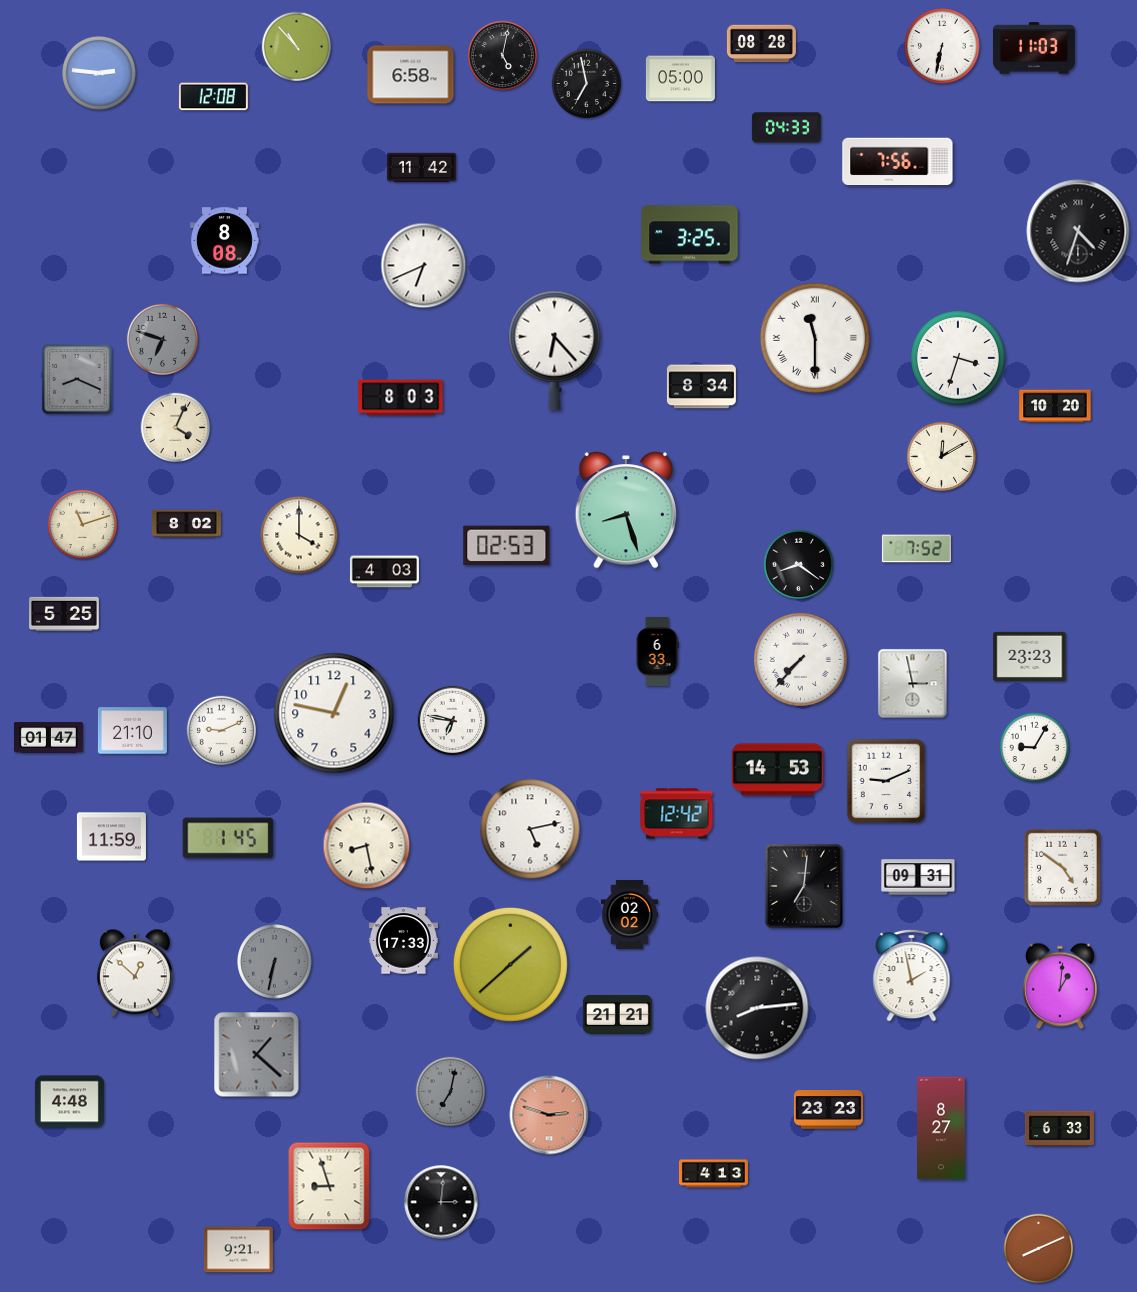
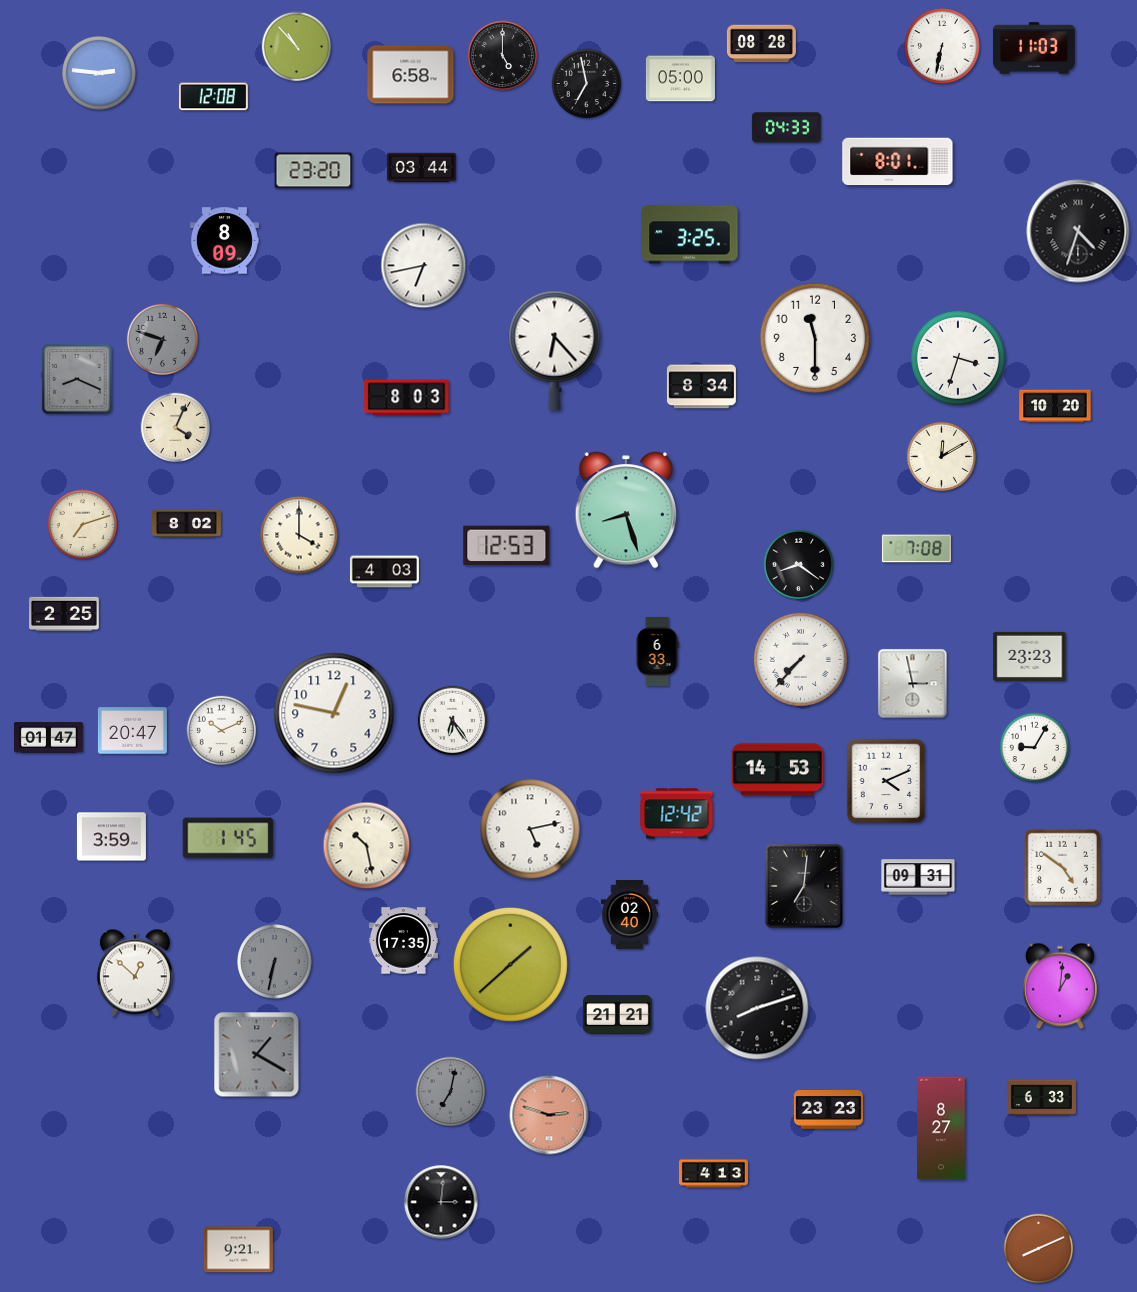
clock at (503, 56): 5:02 -> 5:00
clock at (898, 162): 7:56 -> 8:01
clock at (421, 168): 11:42 -> 03:44
clock at (314, 171): none -> 23:20
clock at (224, 241): 8:08 -> 8:09
clock at (424, 266): 6:41 -> 6:43
clock at (815, 338) numerals: Roman -> Arabic
clock at (401, 398) position: (401, 398) -> (407, 398)
clock at (83, 525): 11:12 -> 7:12
clock at (507, 546): 02:53 -> 12:53
clock at (916, 549): 7:52 -> 7:08
clock at (64, 614): 5:25 -> 2:25
clock at (453, 721): 6:47 -> 6:24
clock at (132, 731): 21:10 -> 20:47
clock at (222, 731): 9:11 -> 10:11
clock at (886, 781): 9:11 -> 4:11
clock at (111, 837): 11:59 -> 3:59
clock at (367, 846): 8:28 -> 10:28
clock at (629, 914): 02:02 -> 02:40
clock at (403, 941): 17:33 -> 17:35
clock at (912, 975): 1:58 -> none
clock at (757, 1008): 8:14 -> 8:12
clock at (257, 1055): 1:22 -> 1:20
clock at (69, 1102): 4:48 -> none
clock at (1059, 1129) position: (1059, 1129) -> (1041, 1098)
clock at (329, 1186): 8:57 -> none
